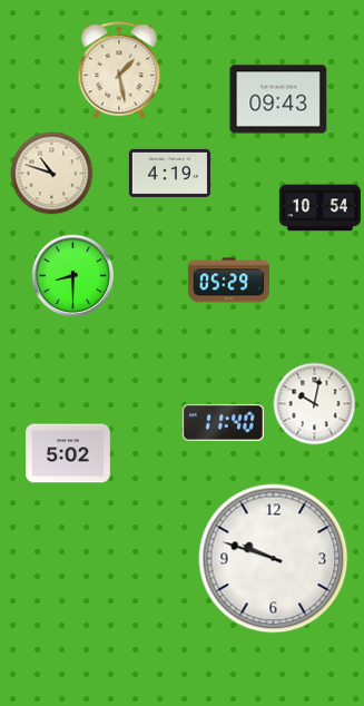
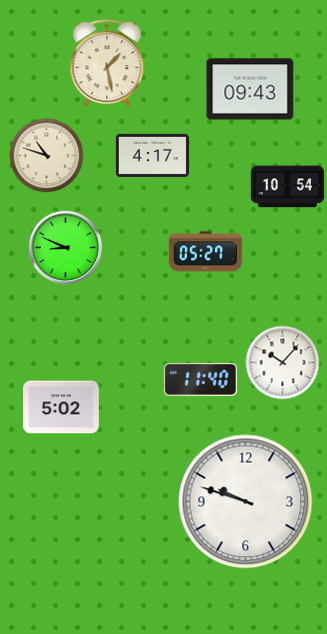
clock at (169, 173): 4:19 -> 4:17
clock at (73, 276): 8:30 -> 8:49
clock at (228, 281): 05:29 -> 05:27
clock at (315, 404): 10:02 -> 10:07
